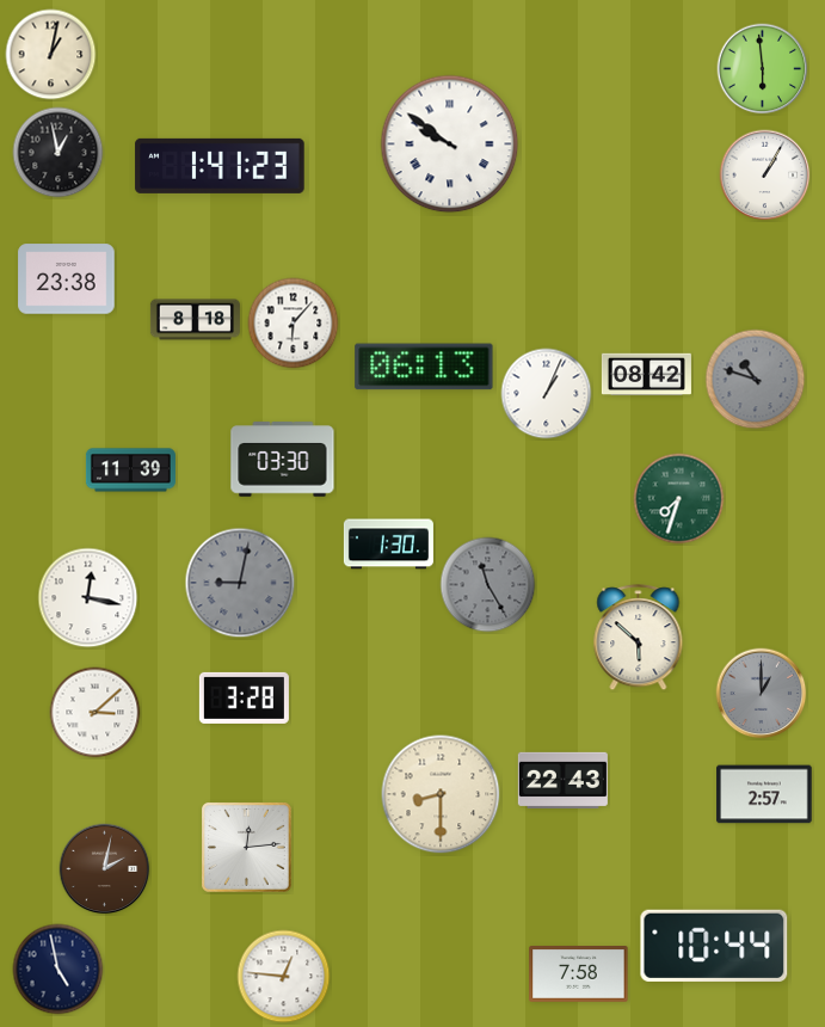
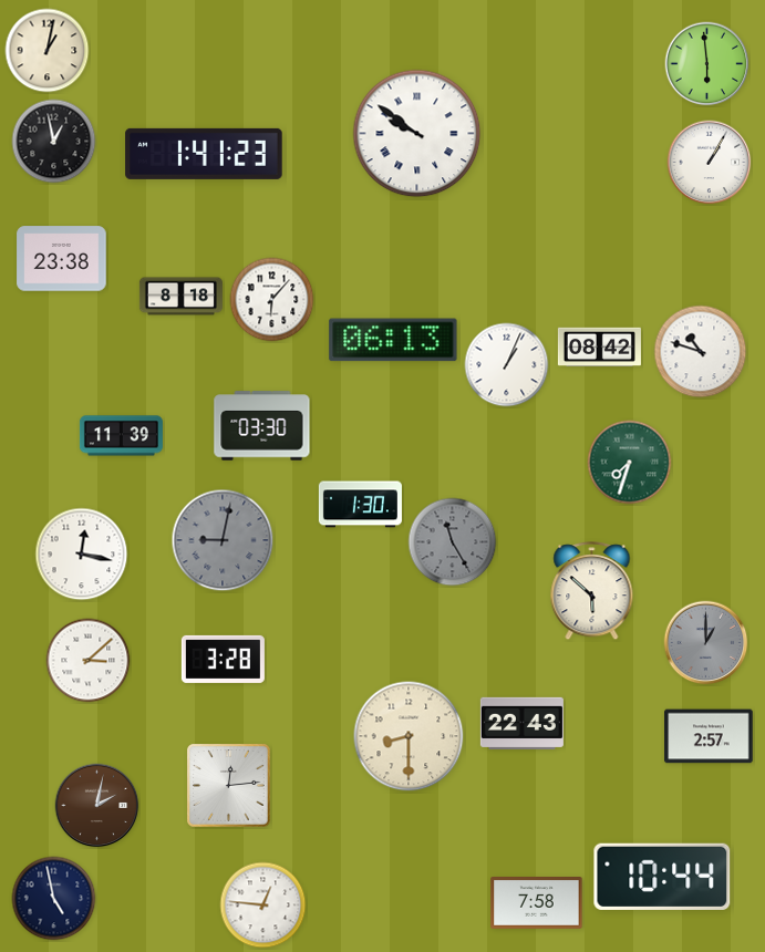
clock at (756, 380) dial: grey -> white
clock at (244, 697) position: (244, 697) -> (223, 659)
